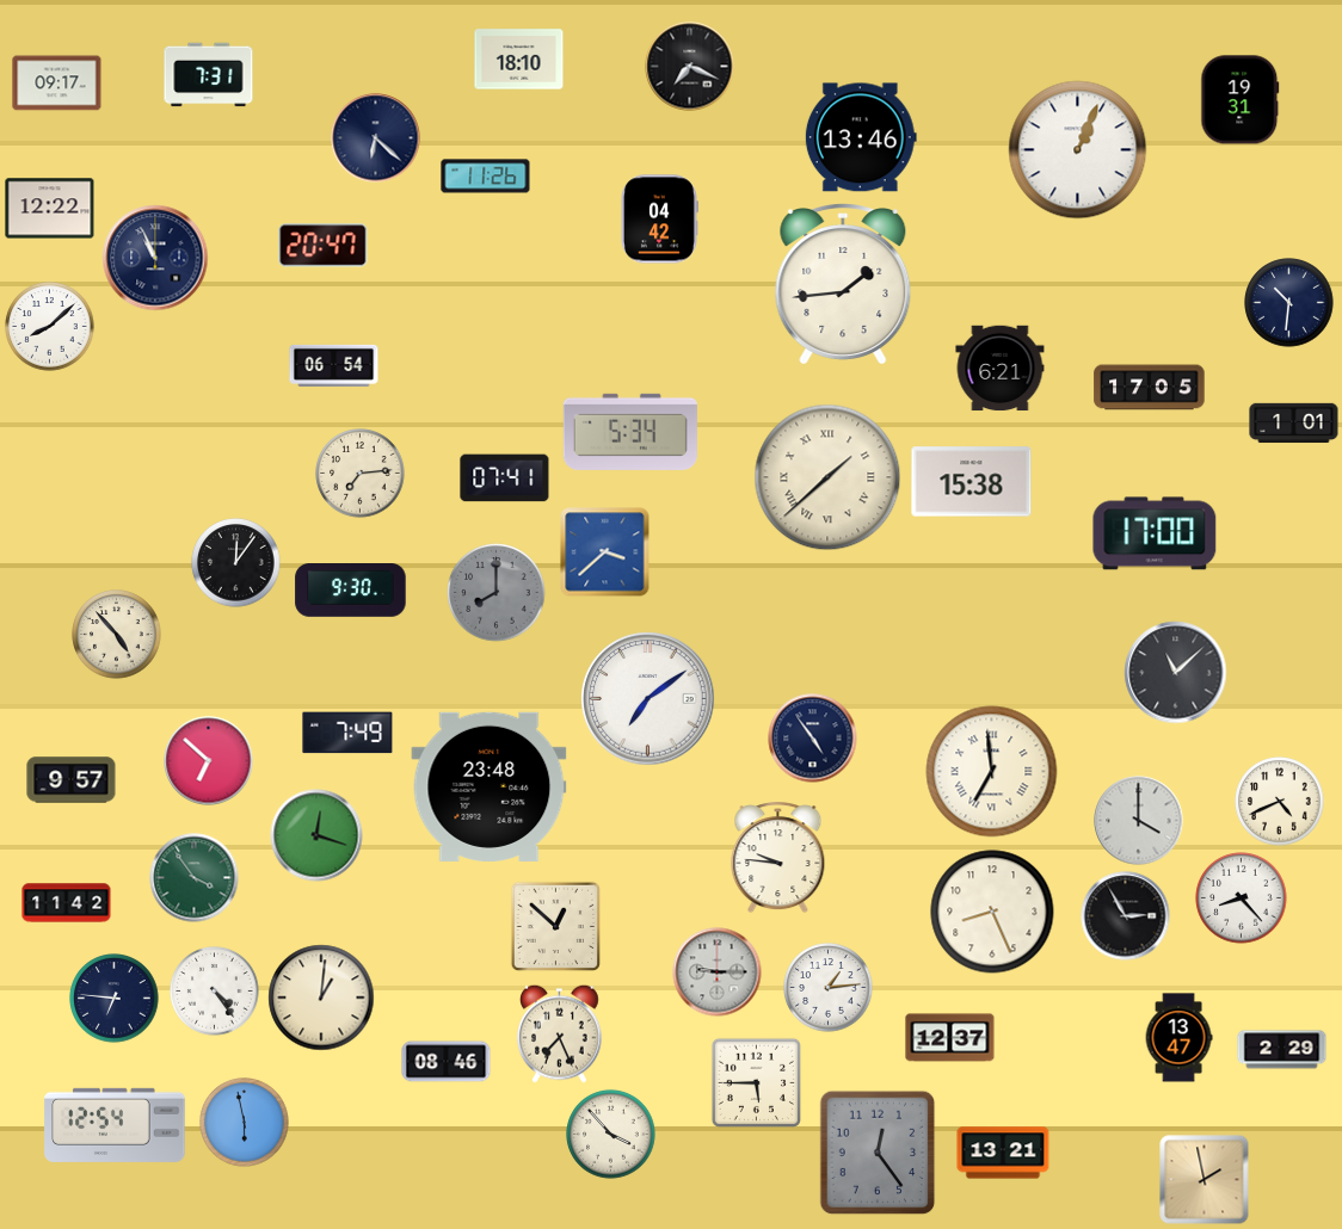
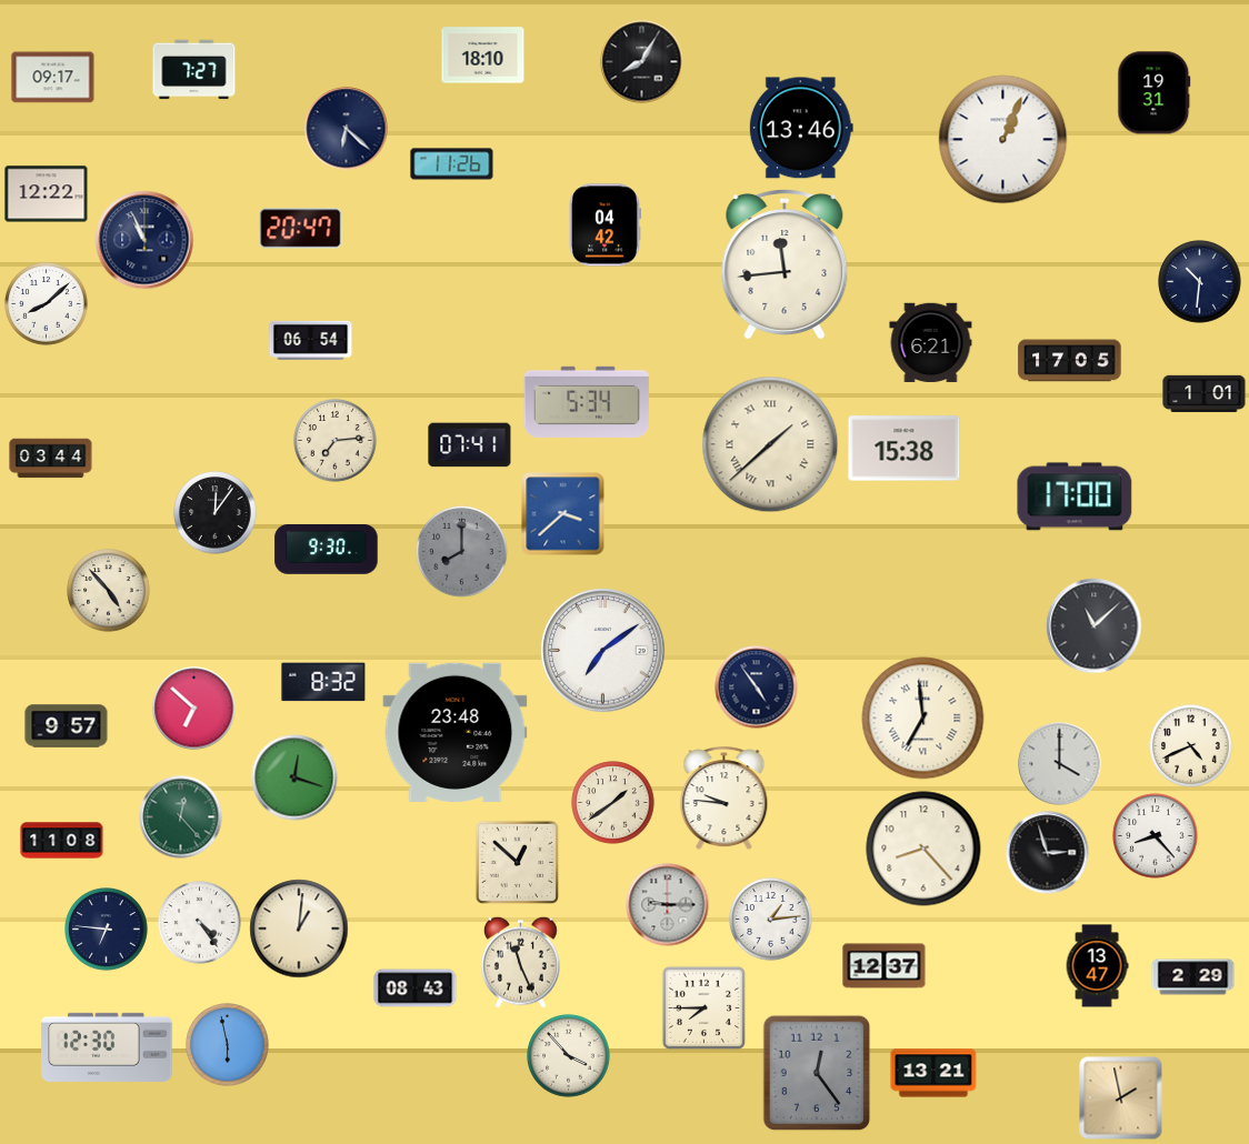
clock at (690, 67): 7:19 -> 8:05
clock at (209, 75): 7:31 -> 7:27
clock at (376, 138) position: (376, 138) -> (347, 129)
clock at (659, 220) position: (659, 220) -> (604, 225)
clock at (843, 284): 1:44 -> 11:44
clock at (51, 459): none -> 03:44
clock at (236, 563) position: (236, 563) -> (216, 513)
clock at (347, 733): 7:49 -> 8:32
clock at (613, 803): none -> 1:39
clock at (195, 878): 3:54 -> 12:23
clock at (67, 903): 11:42 -> 11:08
clock at (992, 912): 8:26 -> 8:23
clock at (1126, 916): 2:55 -> 2:57
clock at (560, 1033): 7:26 -> 11:26
clock at (447, 1062): 08:46 -> 08:43
clock at (756, 1082): 5:45 -> 7:45
clock at (115, 1125): 12:54 -> 12:30
